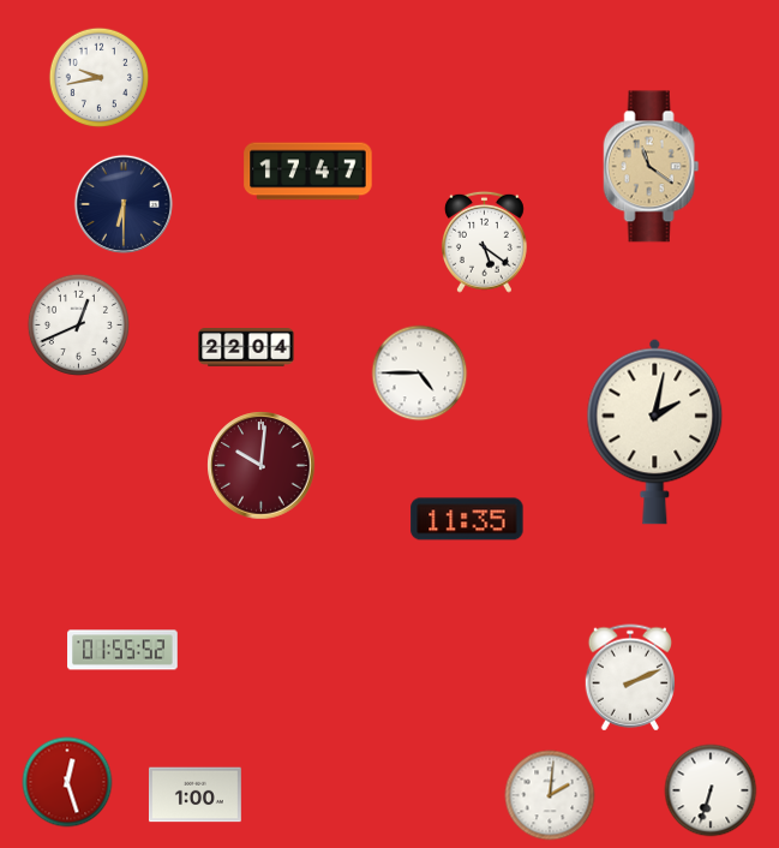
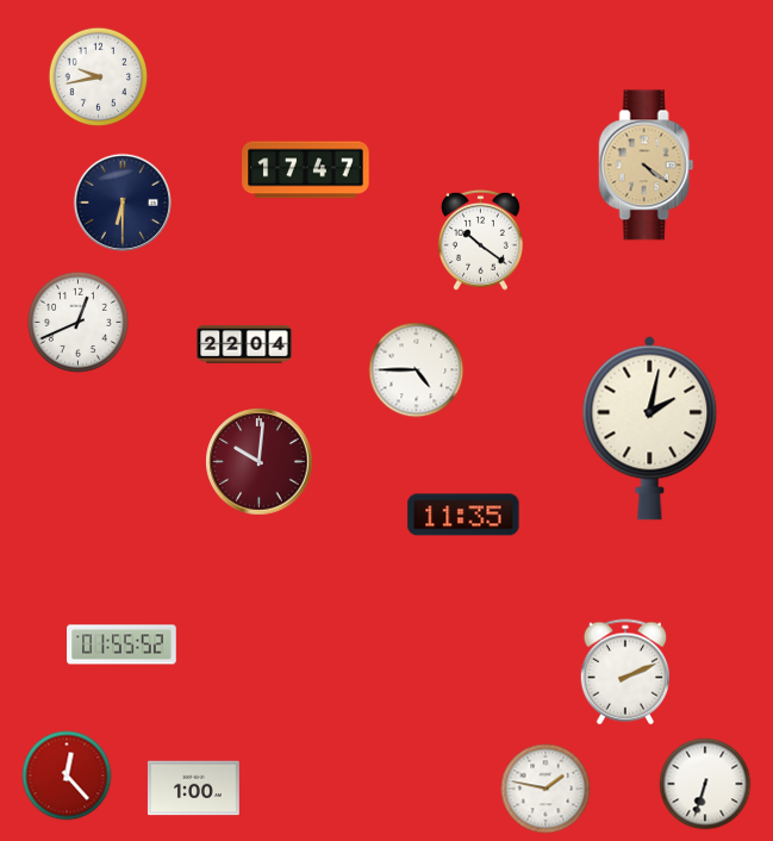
clock at (652, 167): 11:21 -> 4:21
clock at (484, 241): 5:21 -> 10:21
clock at (67, 782): 12:27 -> 12:23
clock at (550, 795): 2:01 -> 1:47
